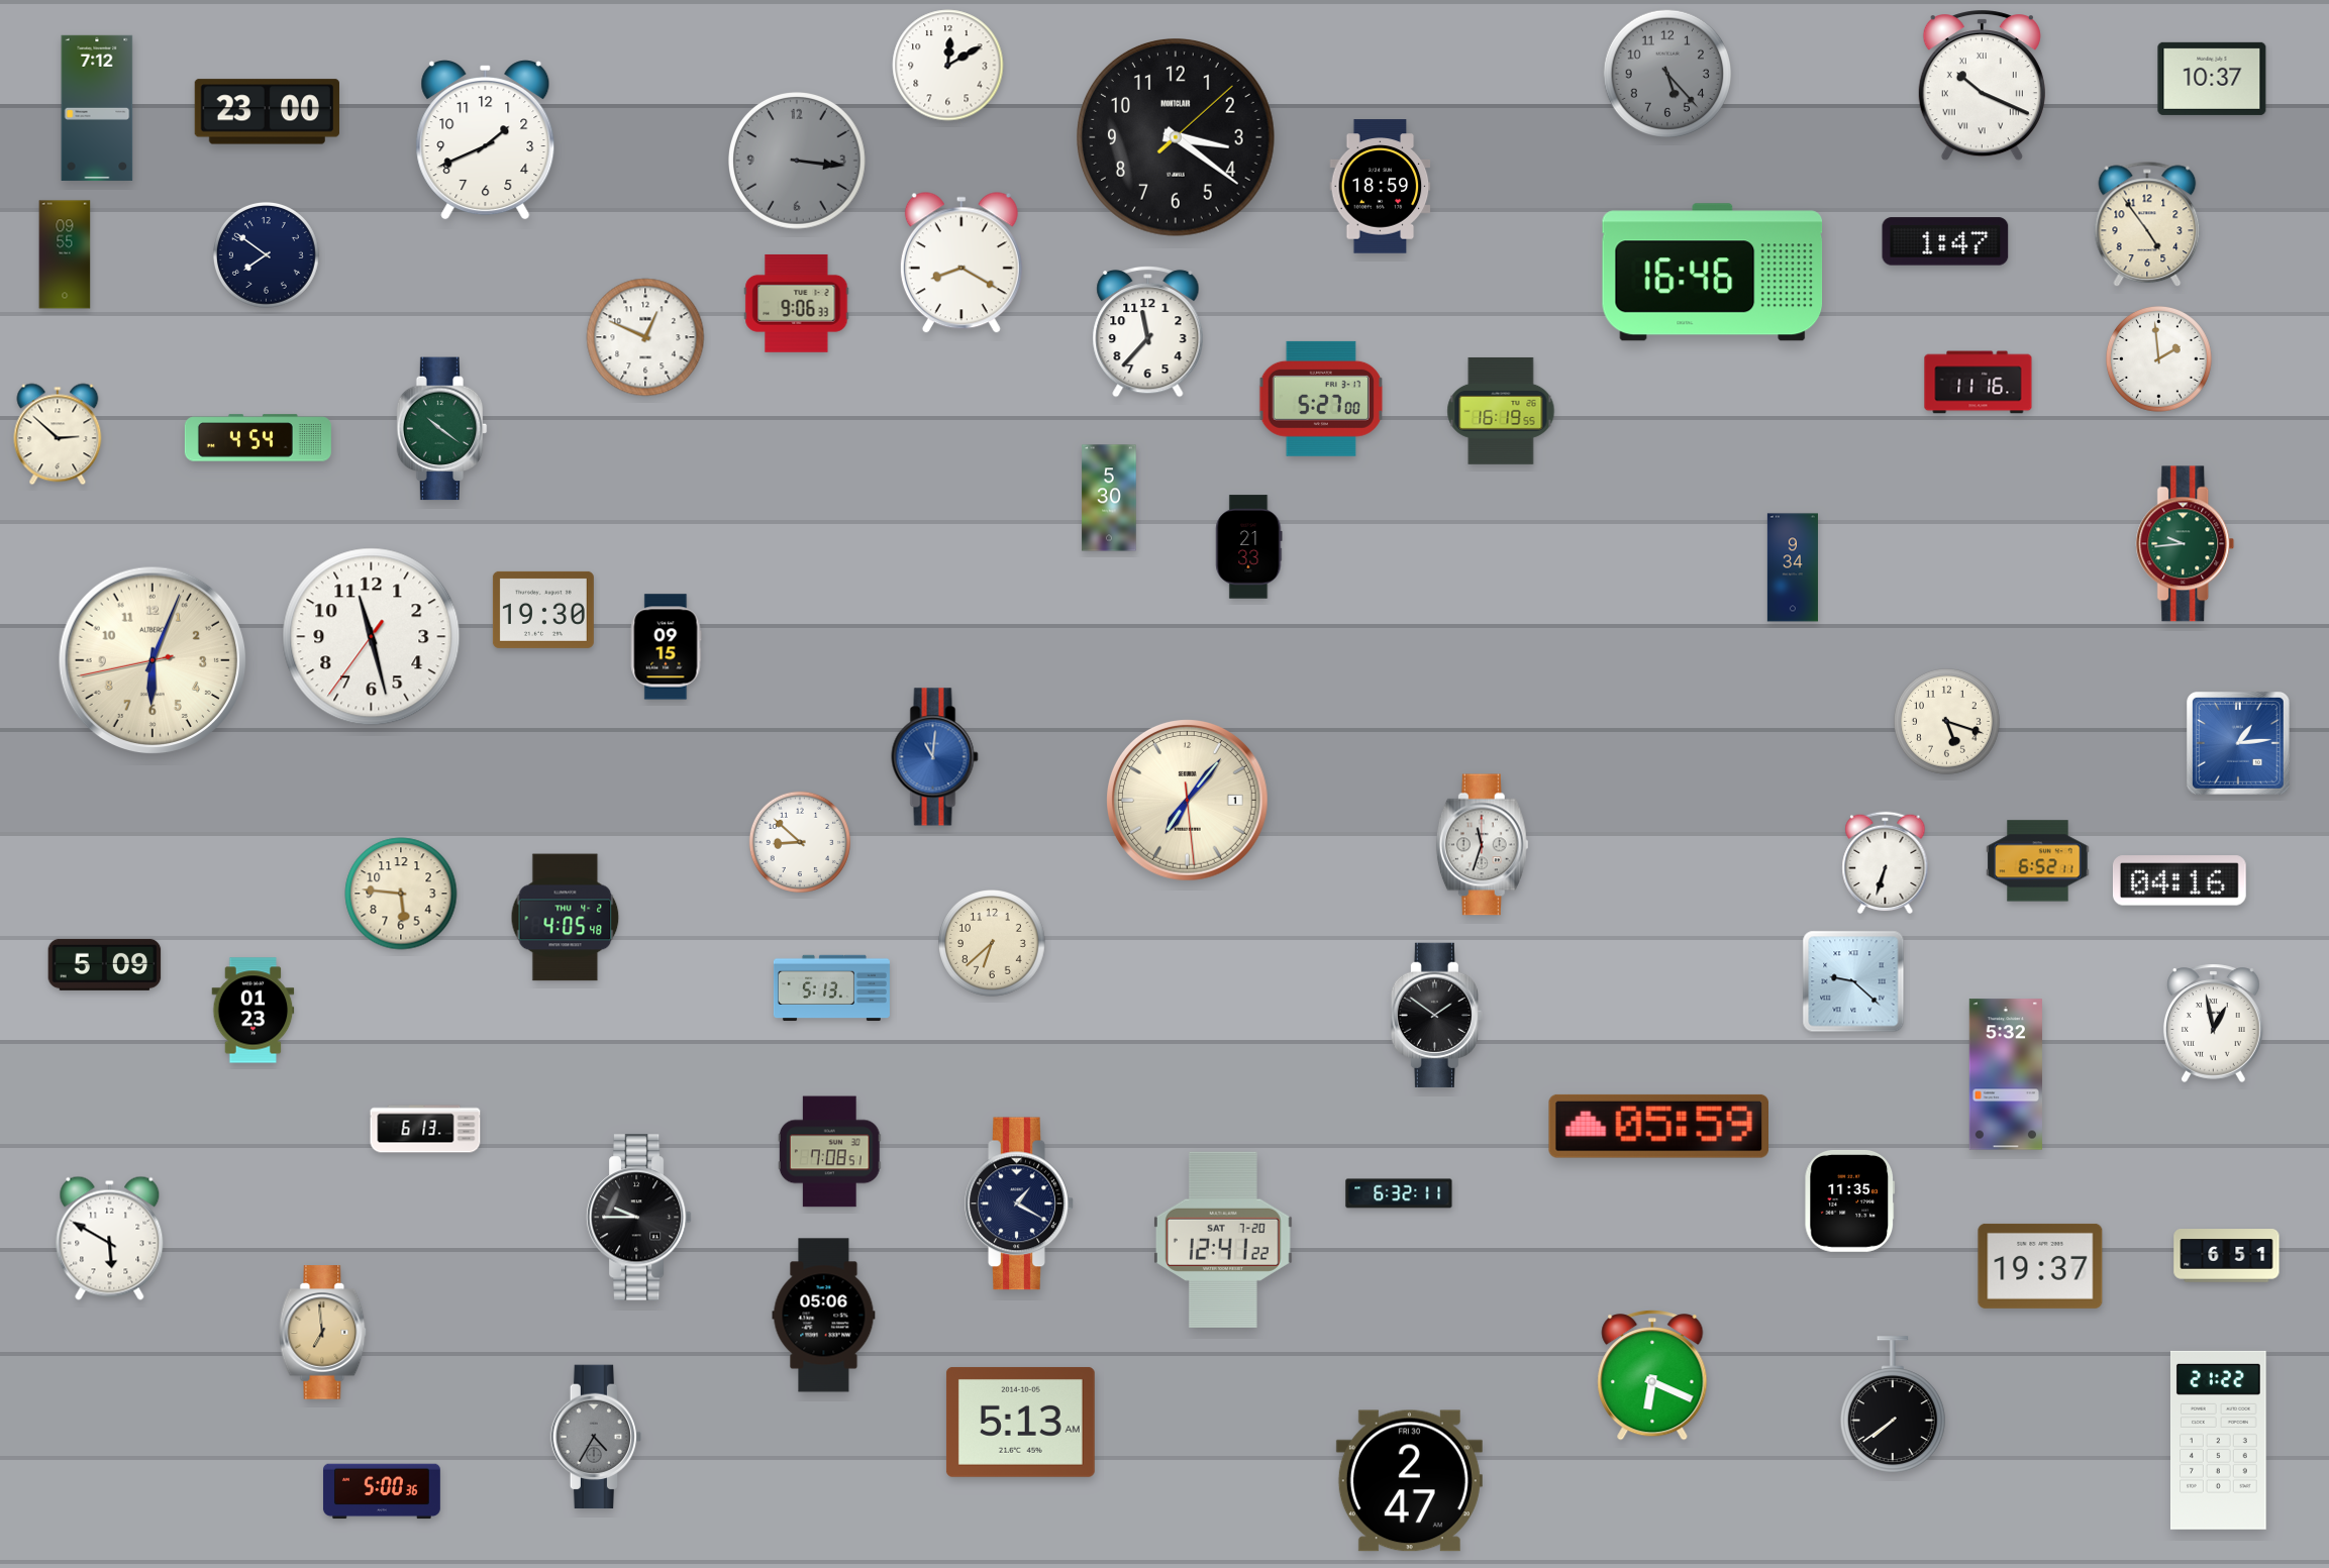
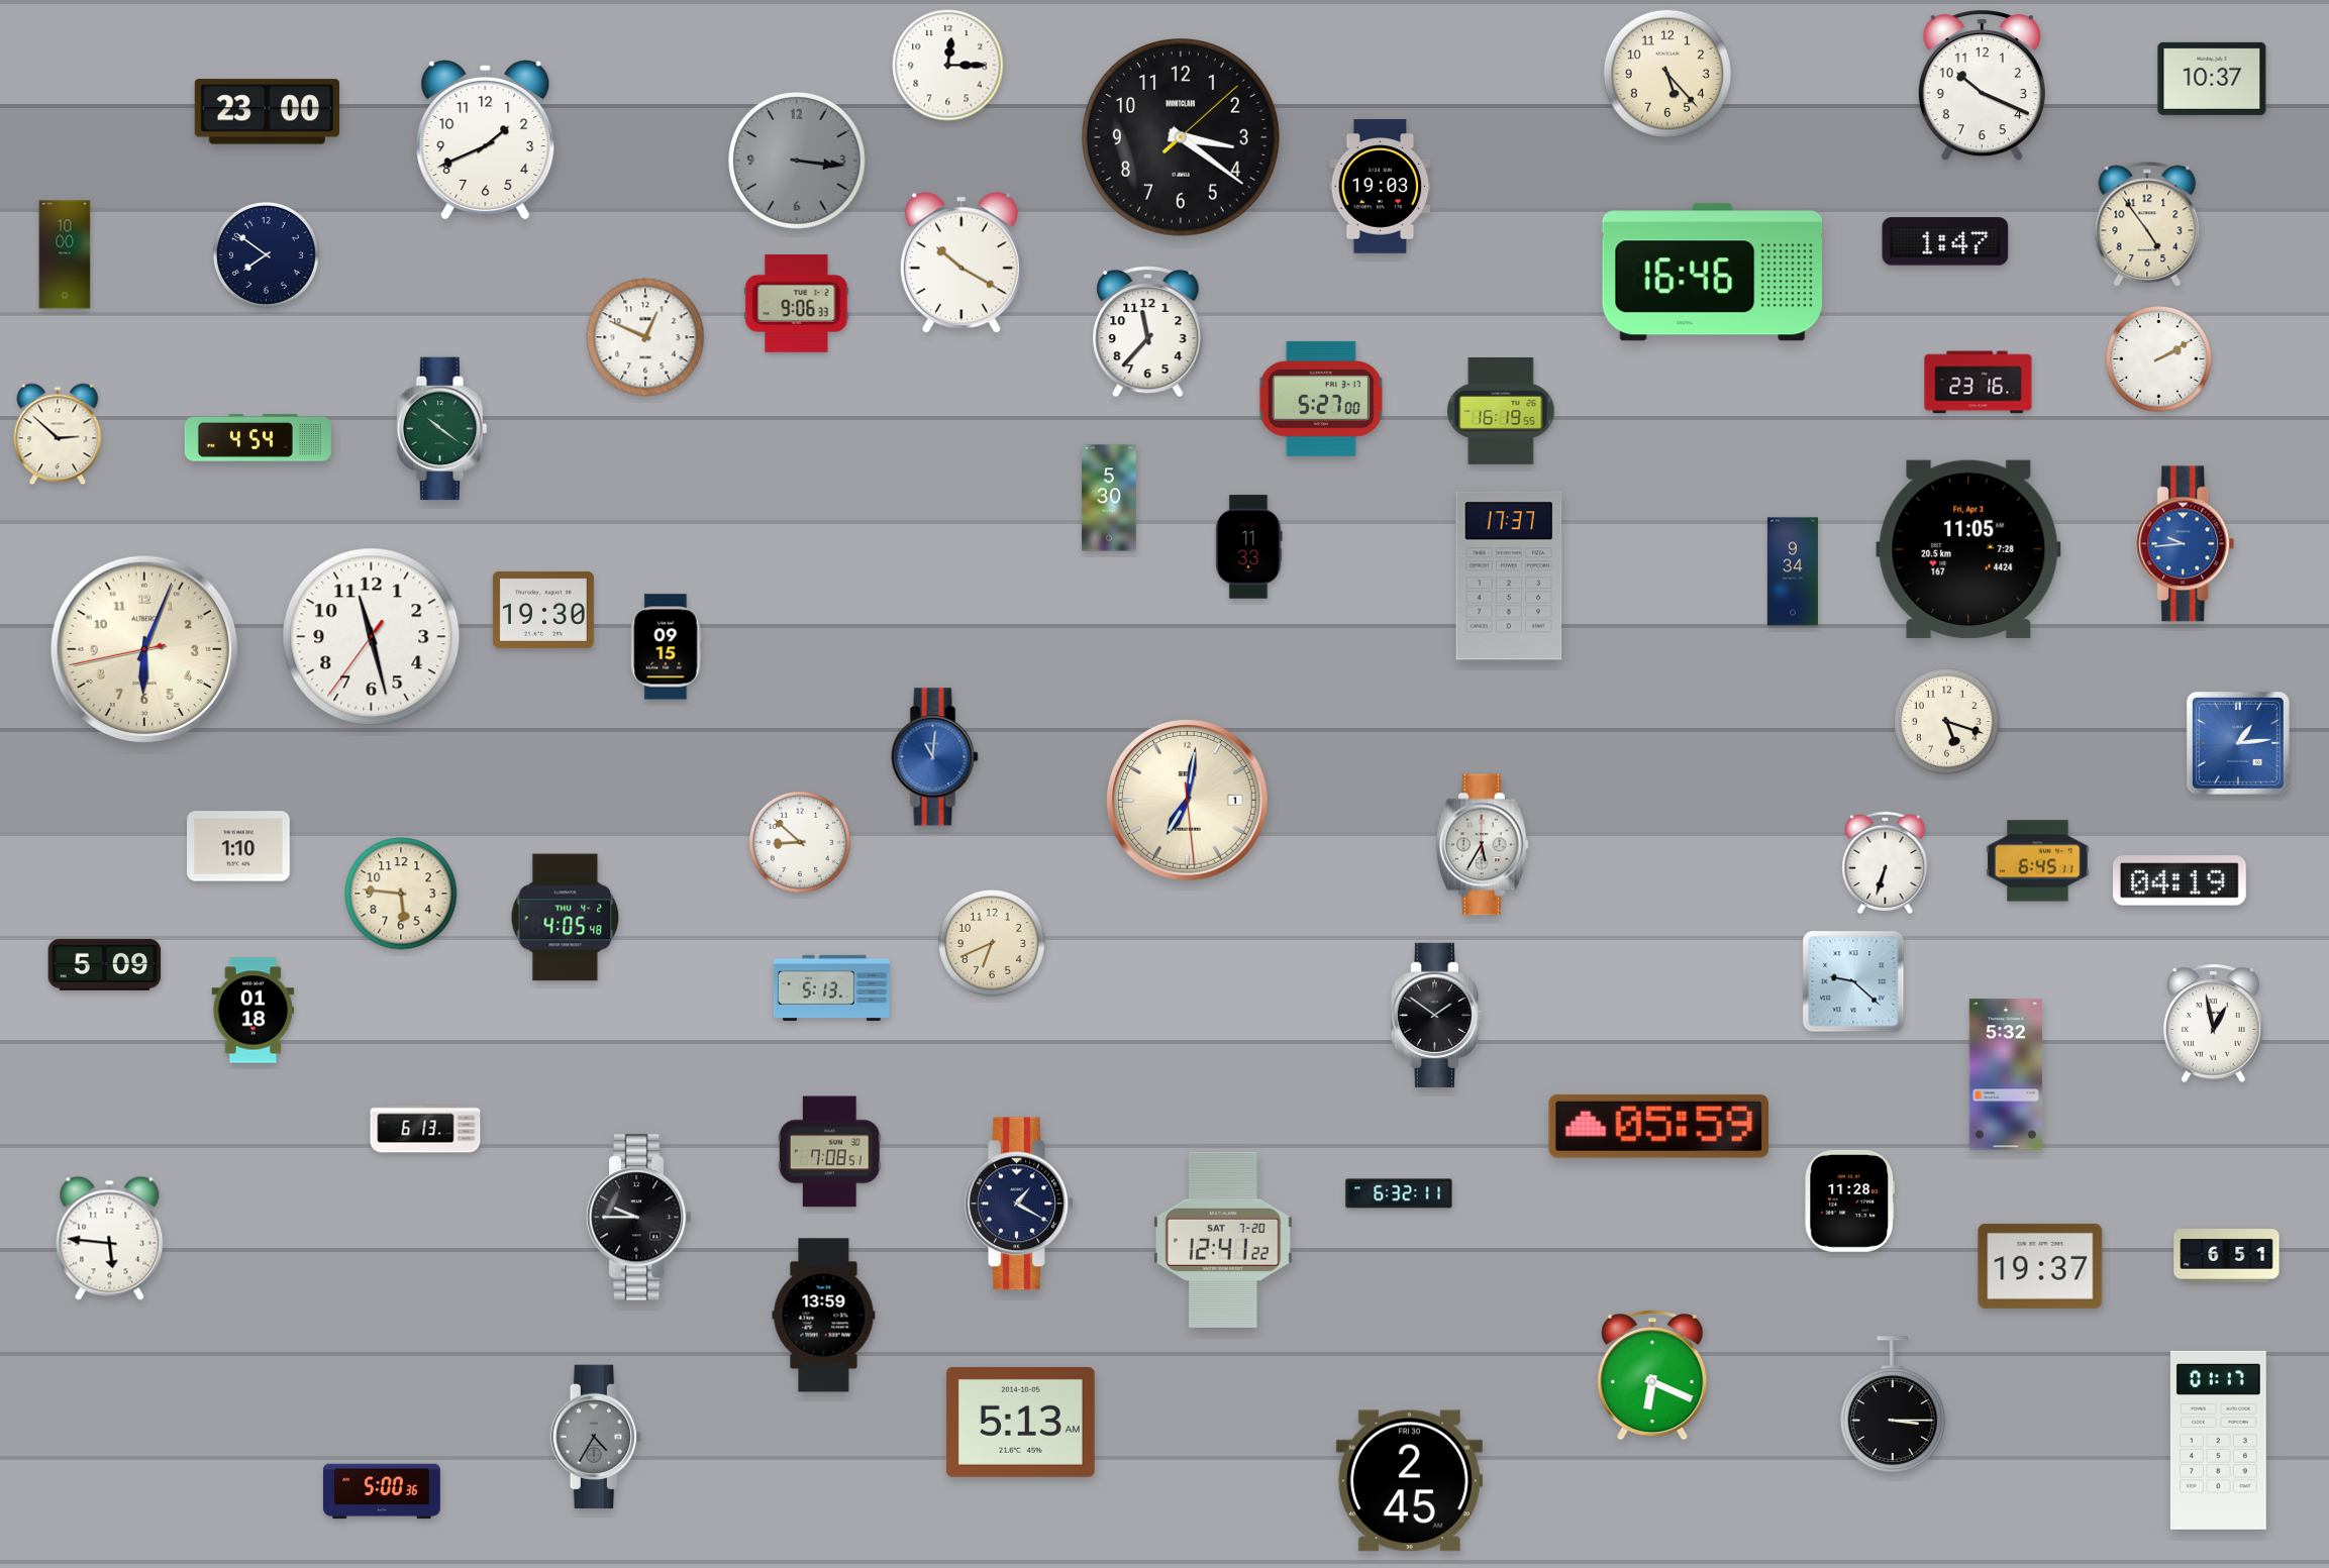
clock at (948, 66): 12:10 -> 12:15
clock at (1667, 74) dial: grey -> cream
clock at (1982, 86) numerals: Roman -> Arabic
clock at (97, 108): 7:12 -> none
clock at (1177, 138) position: (1177, 138) -> (1182, 138)
clock at (1381, 187): 18:59 -> 19:03
clock at (65, 254): 09:55 -> 10:00
clock at (961, 264): 8:20 -> 10:20
clock at (2158, 358): 1:59 -> 2:10
clock at (1979, 383): 11:16 -> 23:16
clock at (2186, 544) dial: green -> blue
clock at (1249, 547): 21:33 -> 11:33
clock at (1968, 549): none -> 11:05
clock at (1793, 567) position: (1793, 567) -> (1793, 571)
clock at (1509, 576): none -> 17:37
clock at (153, 660) position: (153, 660) -> (144, 649)
clock at (1188, 801): 7:06 -> 7:01
clock at (1482, 845): 11:33 -> 5:35
clock at (238, 846): none -> 1:10
clock at (2038, 861): 6:52 -> 6:45
clock at (2180, 880): 04:16 -> 04:19
clock at (993, 944): 6:38 -> 6:41
clock at (254, 1011): 01:23 -> 01:18
clock at (1850, 1200): 11:35 -> 11:28
clock at (110, 1238): 5:50 -> 5:46
clock at (824, 1316): 05:06 -> 13:59
clock at (323, 1333): 6:59 -> none
clock at (1893, 1404): 7:39 -> 3:15
clock at (2219, 1440): 21:22 -> 01:17
clock at (1409, 1481): 2:47 -> 2:45
